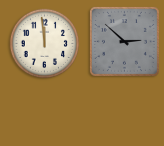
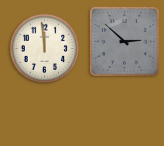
clock at (45, 44) position: (45, 44) -> (45, 49)
